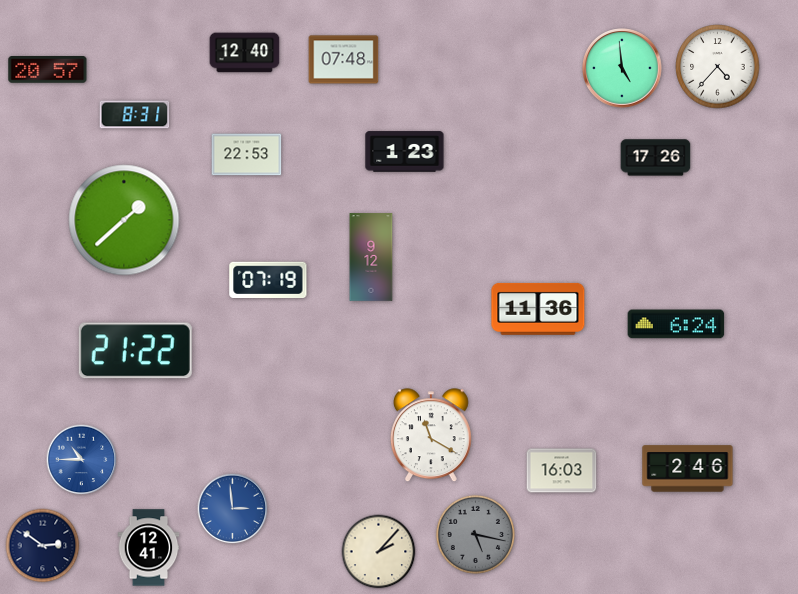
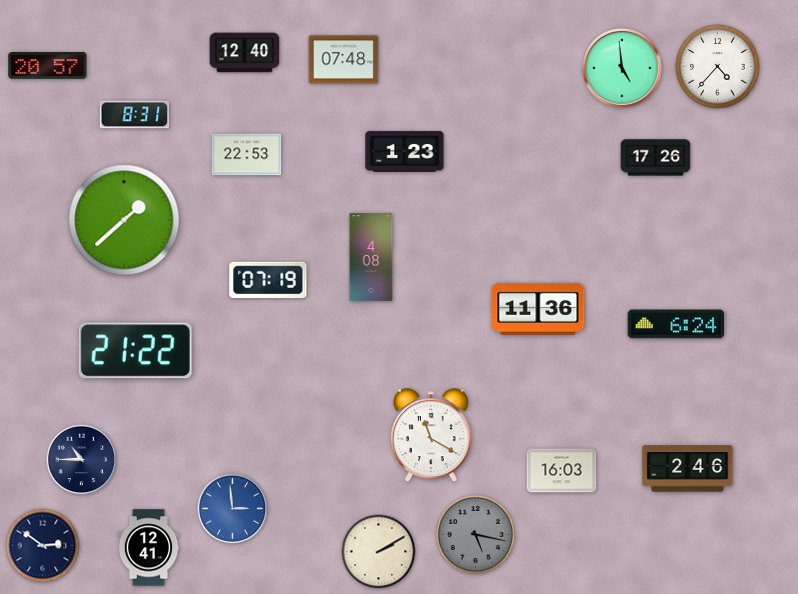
clock at (48, 70) position: (48, 70) -> (48, 66)
clock at (371, 257): 9:12 -> 4:08
clock at (82, 460) dial: blue -> navy
clock at (379, 552): 2:07 -> 2:10
